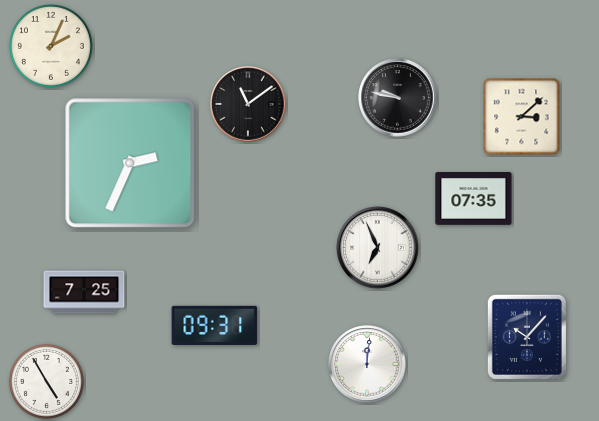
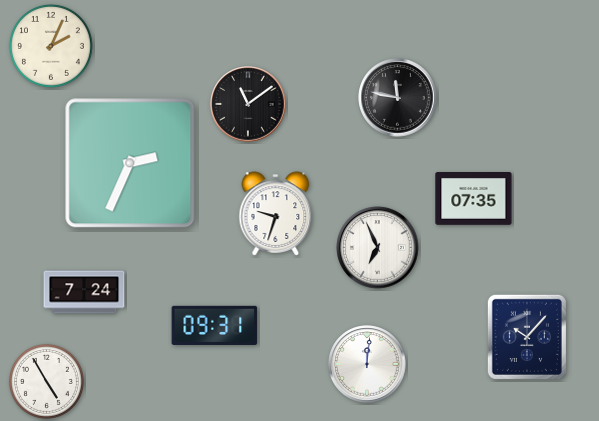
clock at (398, 98): 9:47 -> 11:47
clock at (522, 117): 3:08 -> none
clock at (276, 214): none -> 9:33
clock at (84, 292): 7:25 -> 7:24
